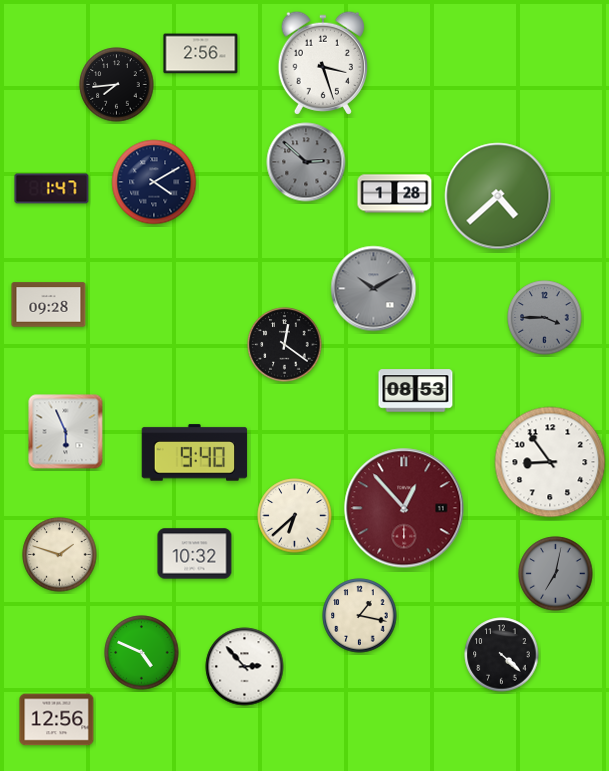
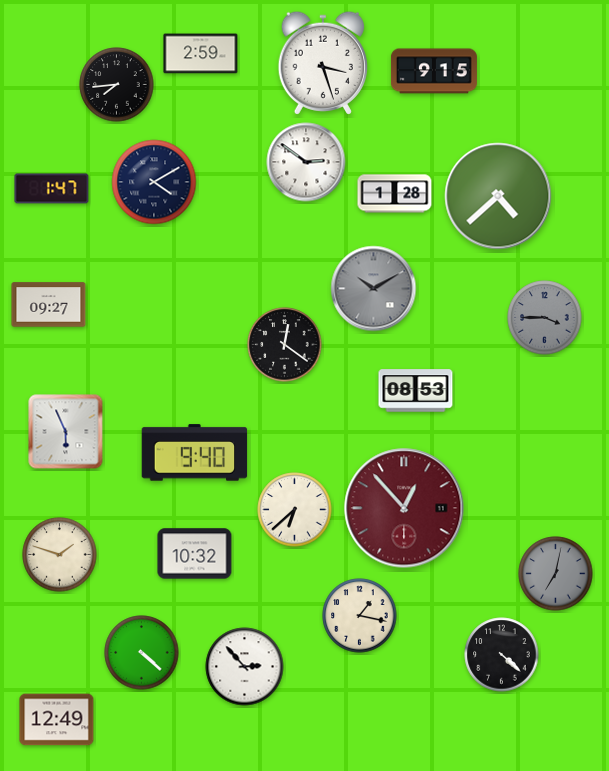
clock at (201, 54): 2:56 -> 2:59
clock at (434, 71): none -> 9:15
clock at (306, 162): 2:52 -> 2:51
clock at (306, 162) dial: grey -> white
clock at (49, 305): 09:28 -> 09:27
clock at (550, 462): 8:54 -> none
clock at (295, 516) position: (295, 516) -> (295, 510)
clock at (142, 653): 4:49 -> 4:22
clock at (57, 720): 12:56 -> 12:49
